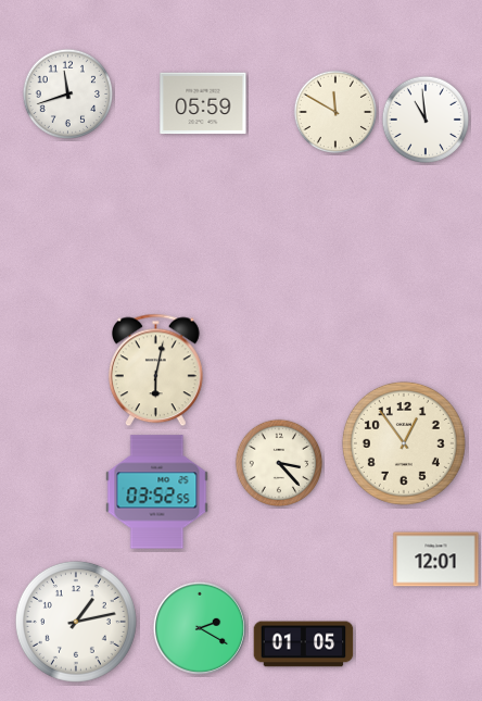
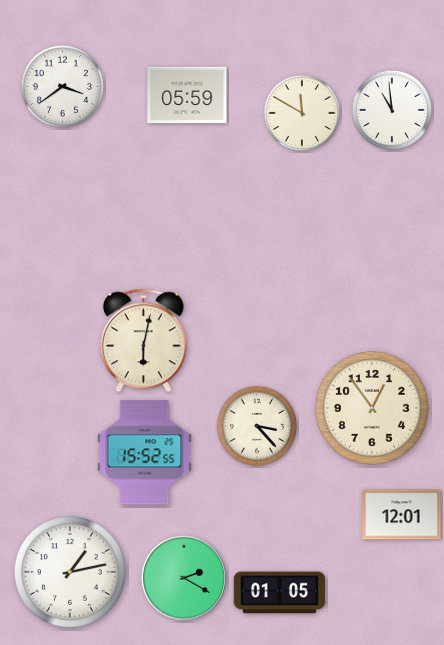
clock at (67, 93): 11:42 -> 3:39
clock at (335, 112) position: (335, 112) -> (302, 113)
clock at (157, 492): 03:52 -> 15:52
